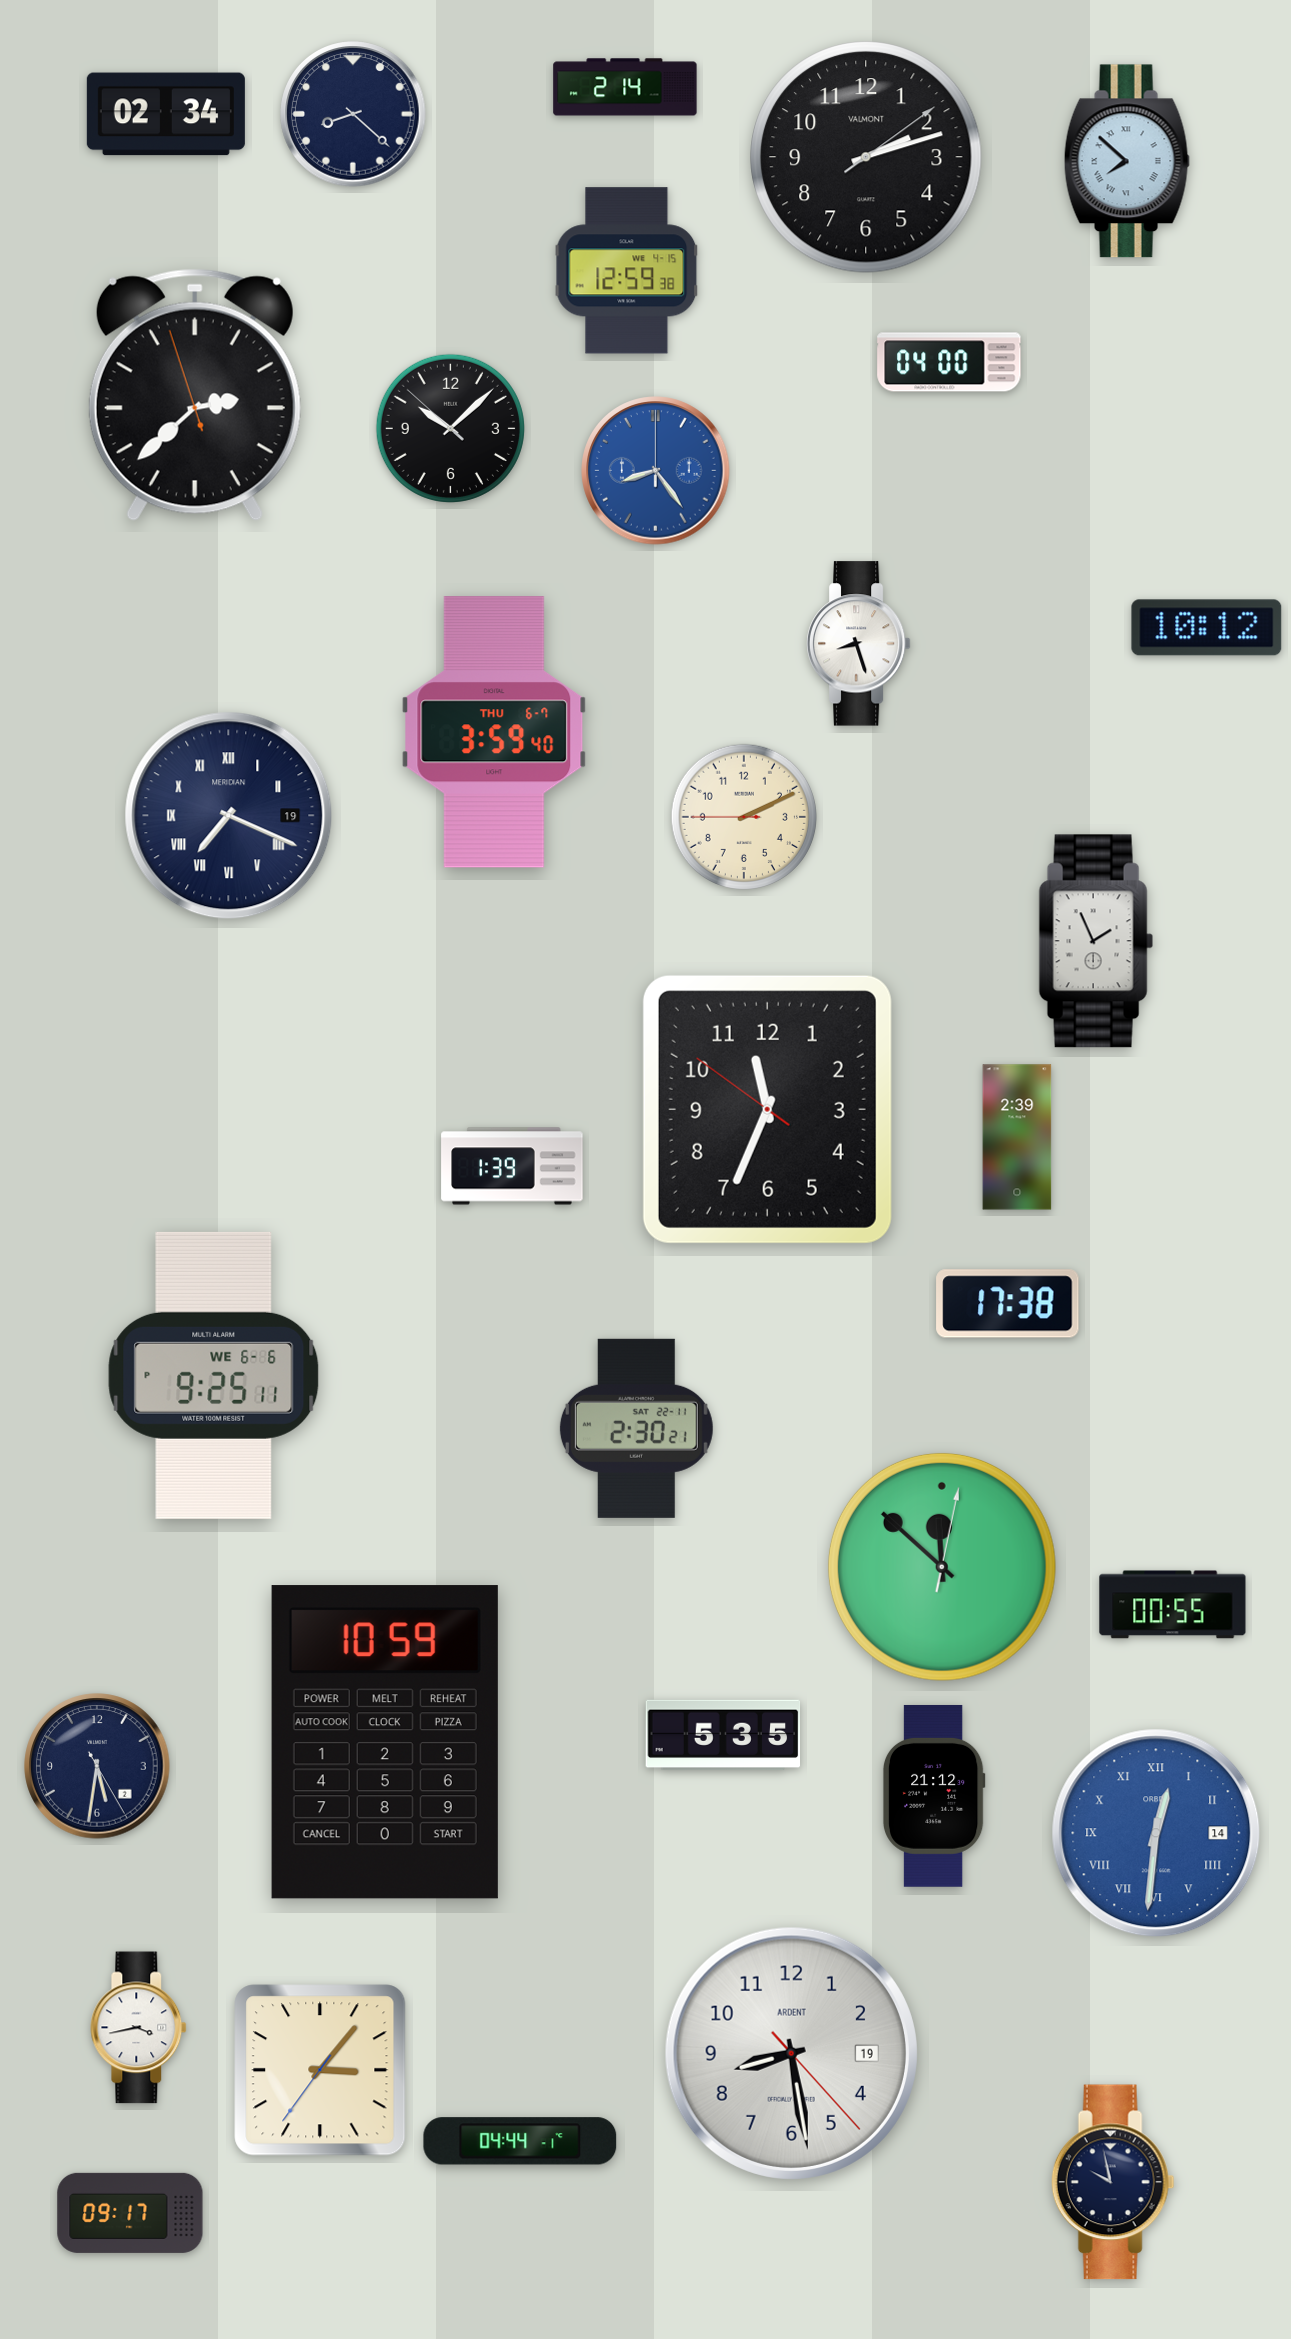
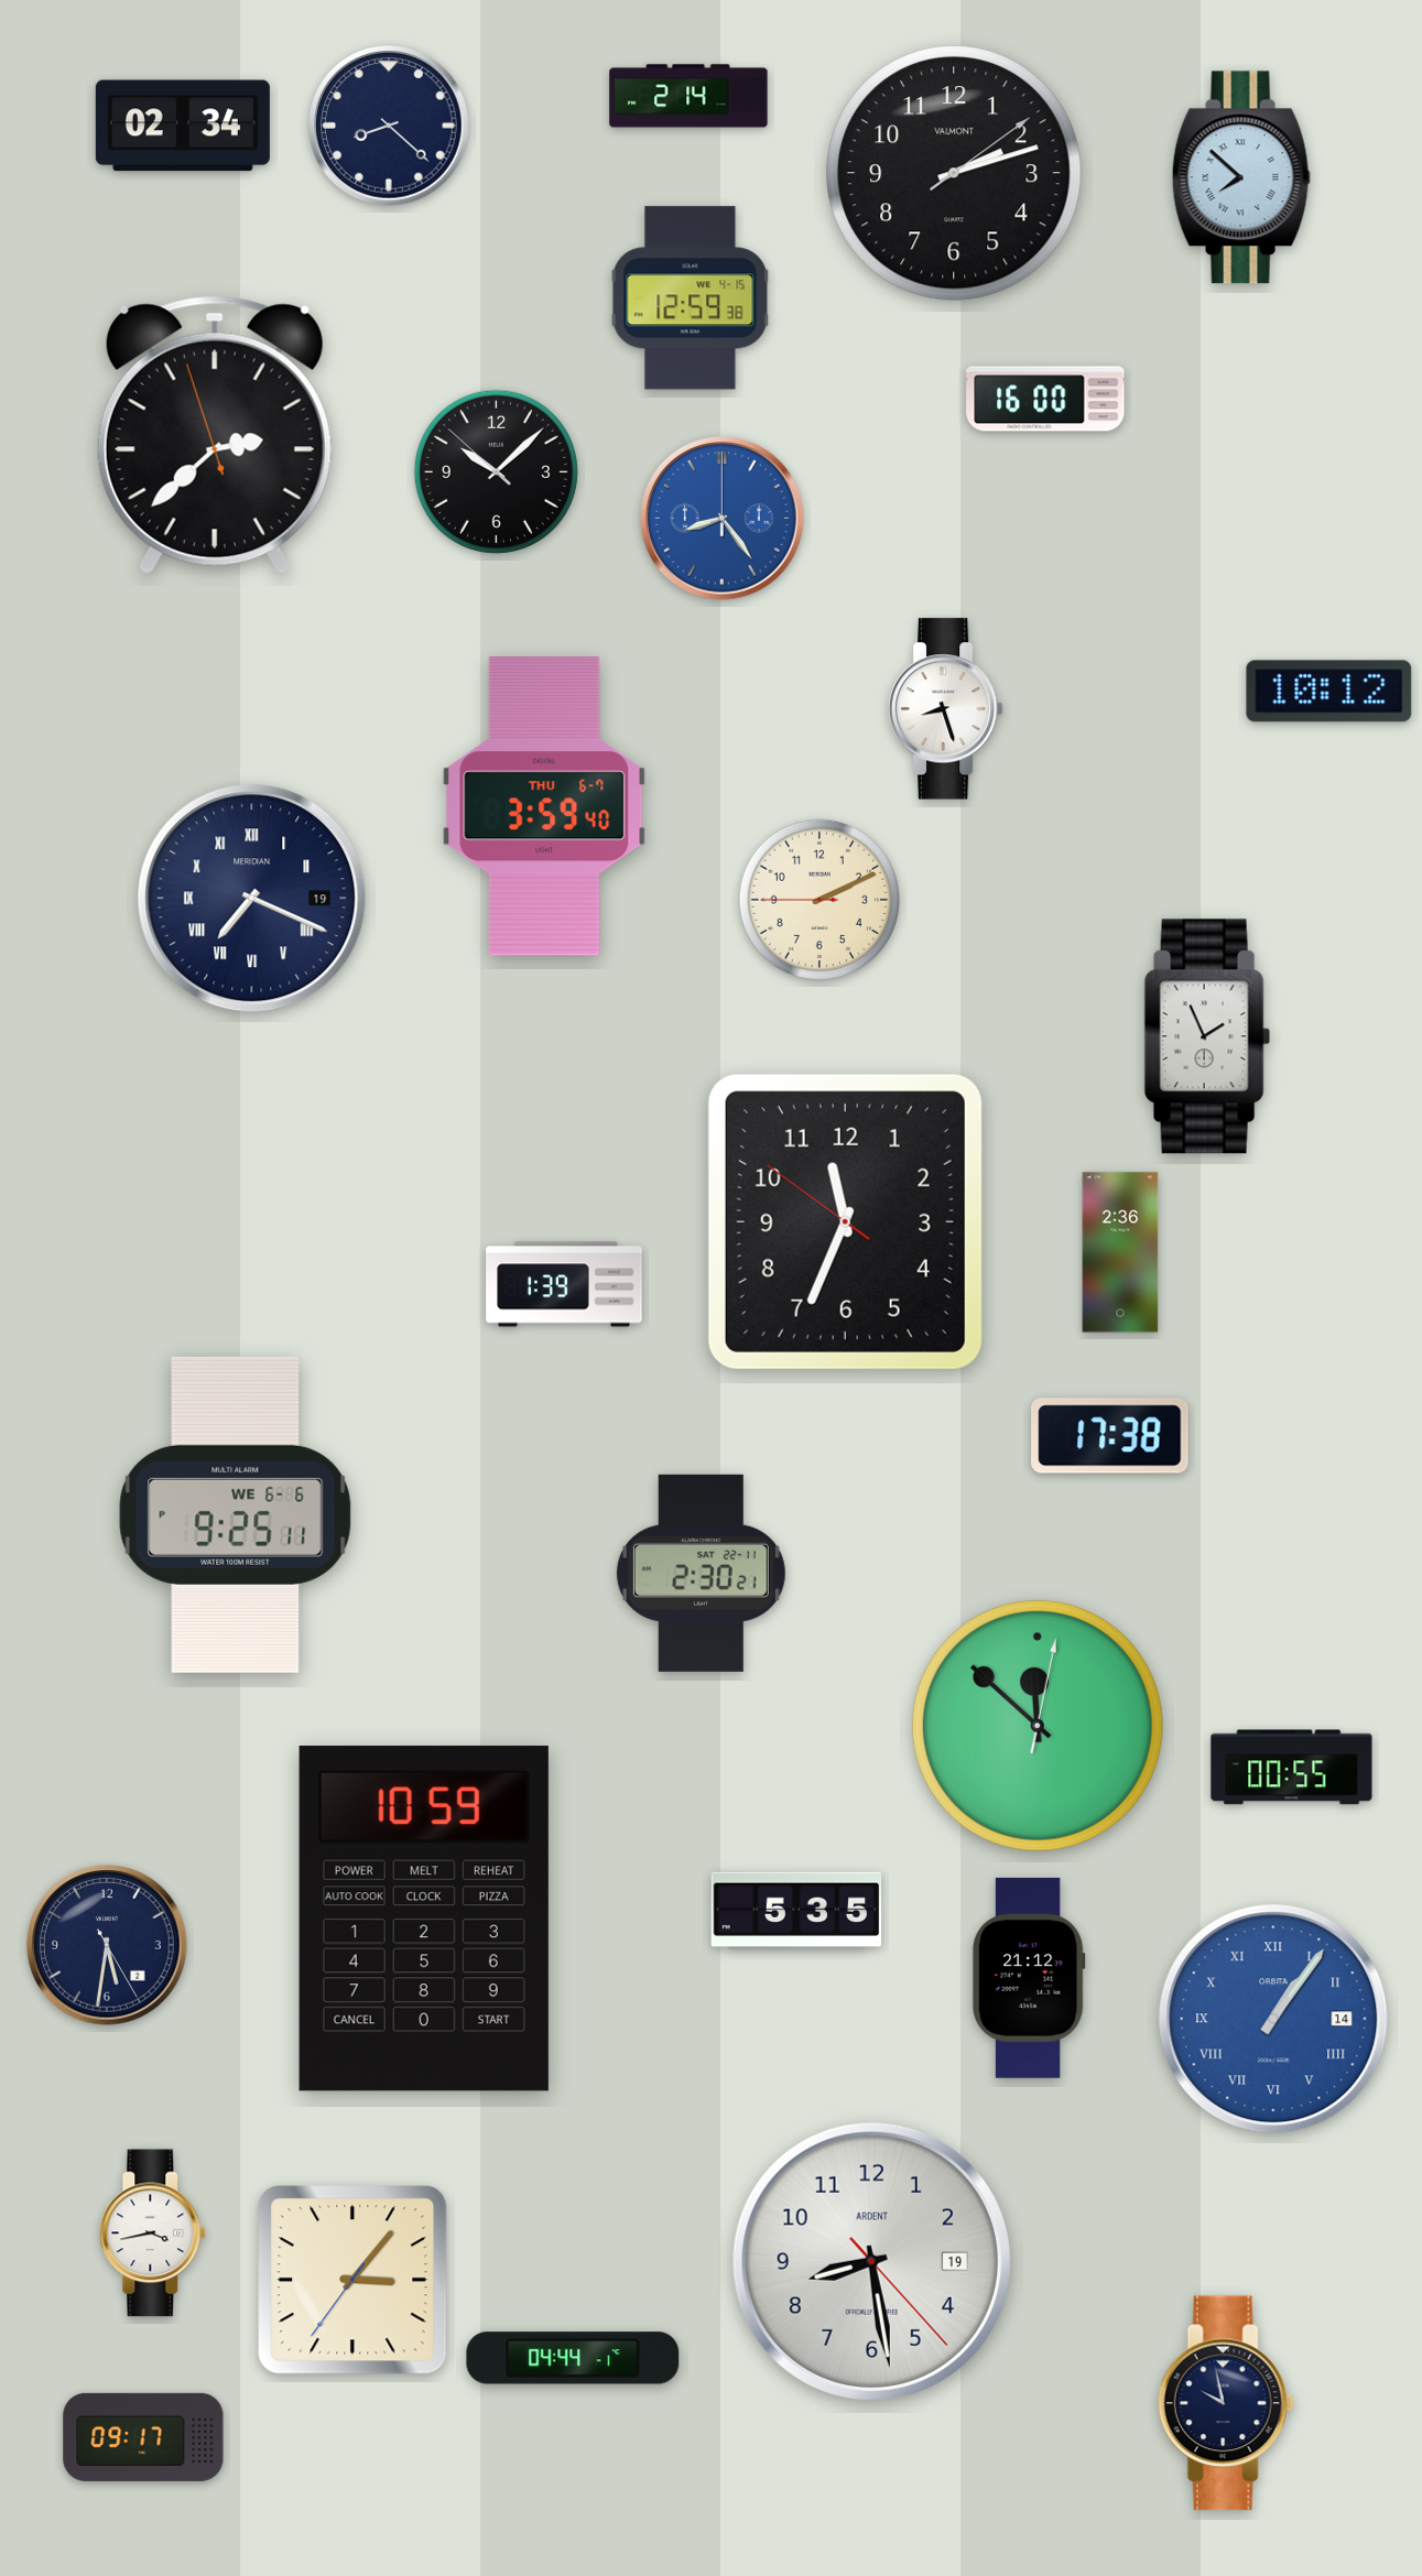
clock at (949, 362): 04:00 -> 16:00
clock at (1017, 1137): 2:39 -> 2:36
clock at (1156, 1833): 12:31 -> 1:06
